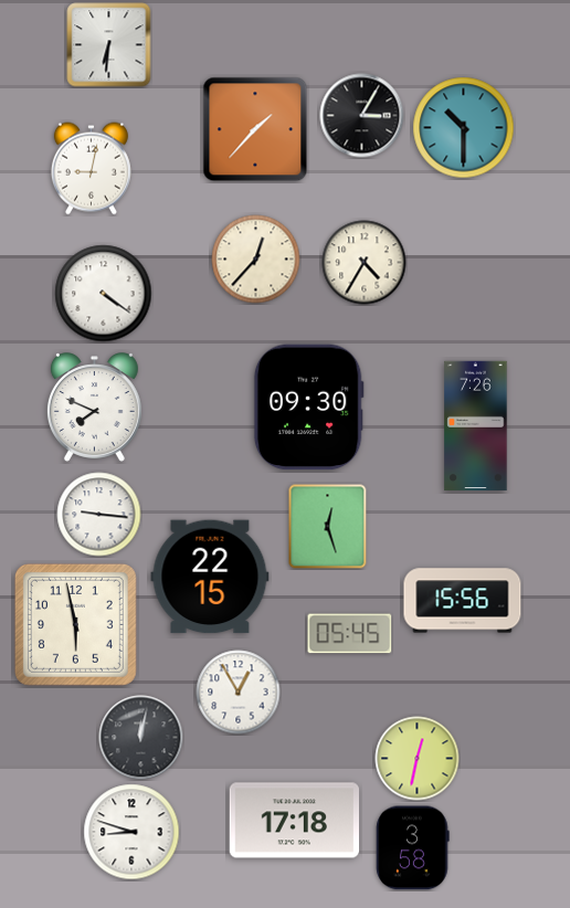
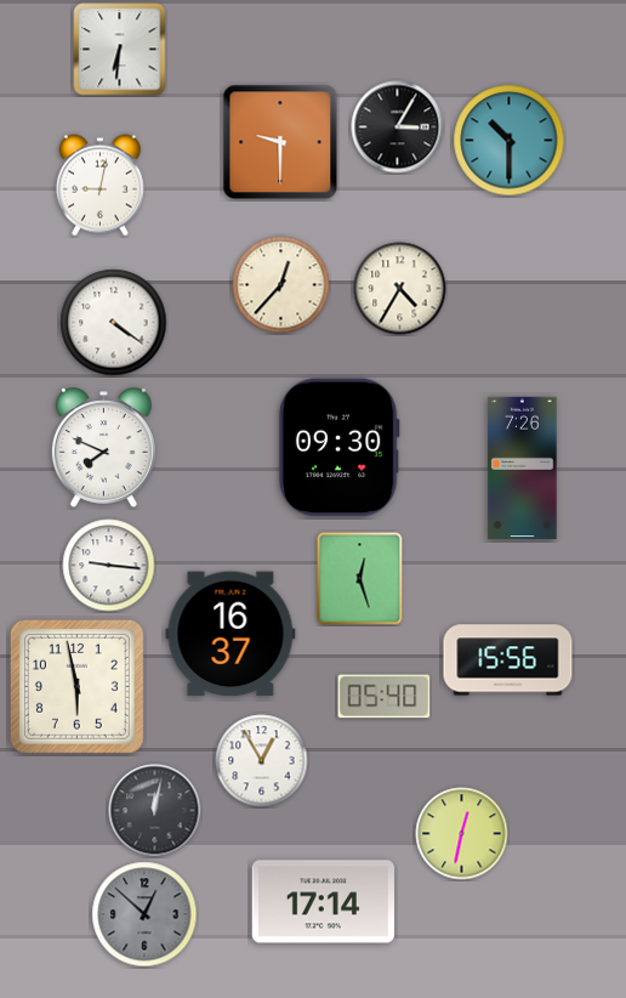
clock at (255, 129): 1:37 -> 9:30
clock at (210, 577): 22:15 -> 16:37
clock at (75, 624) position: (75, 624) -> (76, 686)
clock at (350, 634): 05:45 -> 05:40
clock at (418, 759) position: (418, 759) -> (462, 834)
clock at (294, 821): 17:18 -> 17:14
clock at (131, 832): 8:48 -> 12:52
clock at (131, 832) dial: white -> grey
clock at (413, 848): 3:58 -> none
